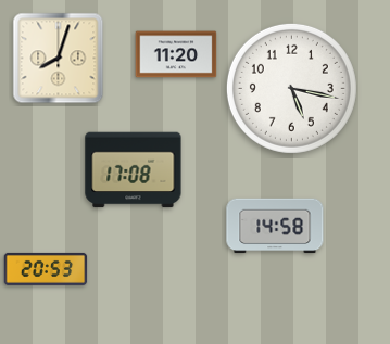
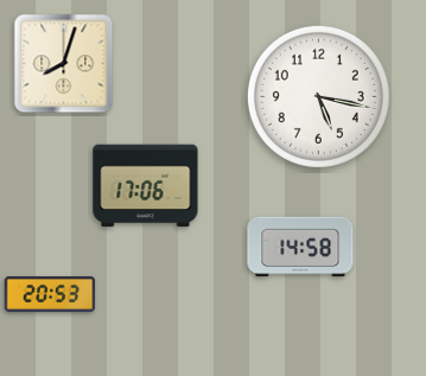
clock at (176, 54): 11:20 -> none
clock at (134, 170): 17:08 -> 17:06
